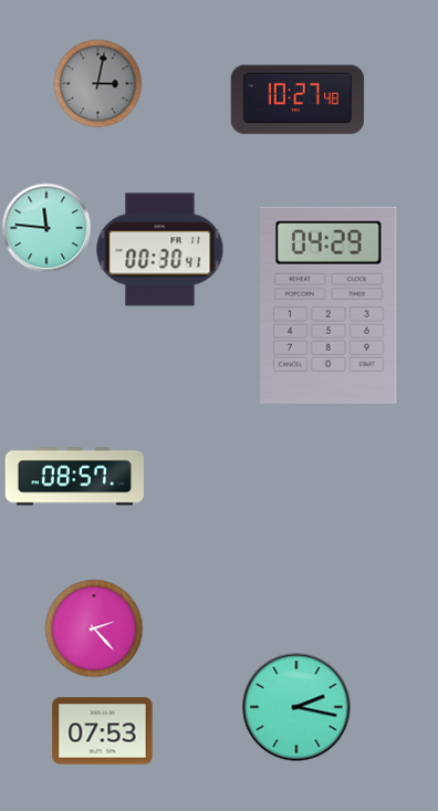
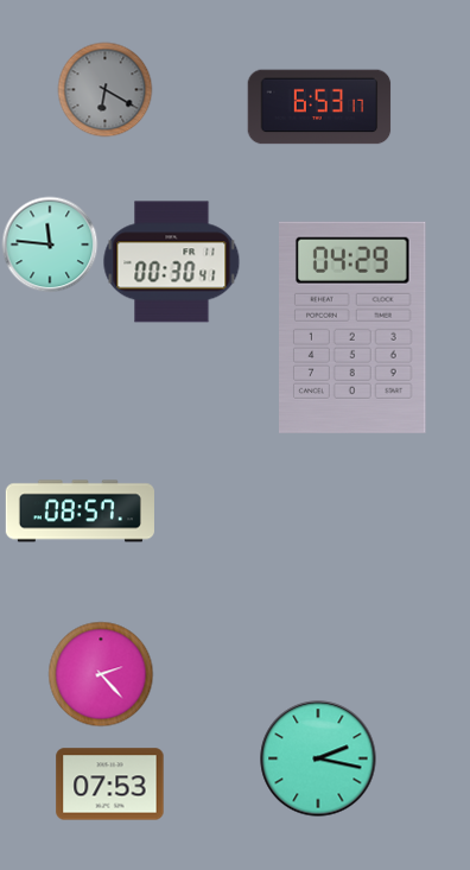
clock at (97, 83): 3:02 -> 6:20
clock at (298, 100): 10:27 -> 6:53
clock at (160, 250) position: (160, 250) -> (172, 262)
